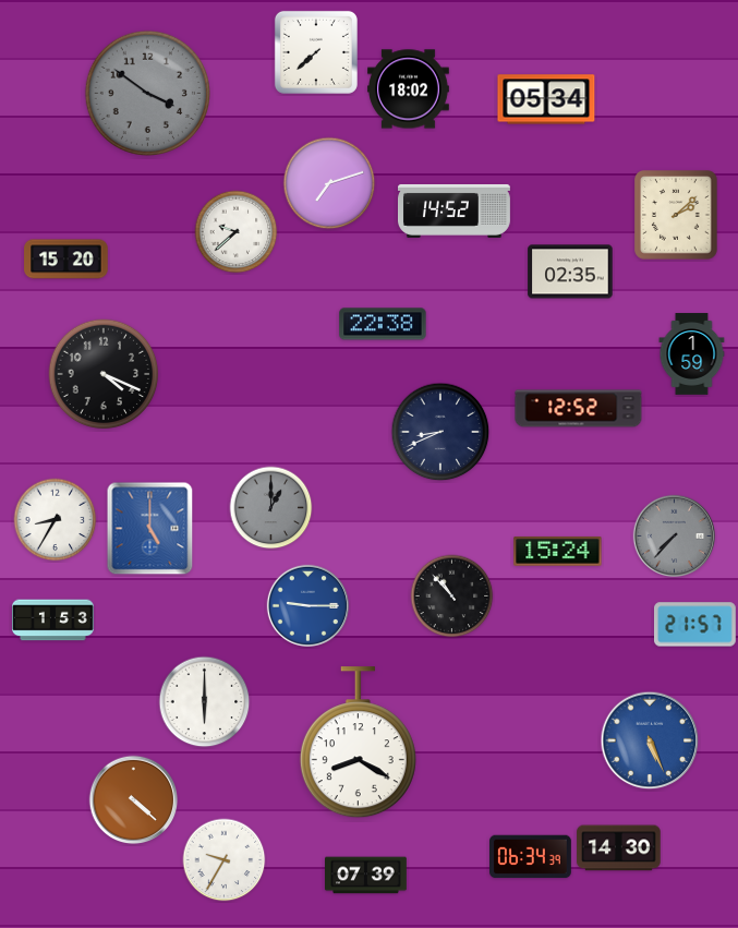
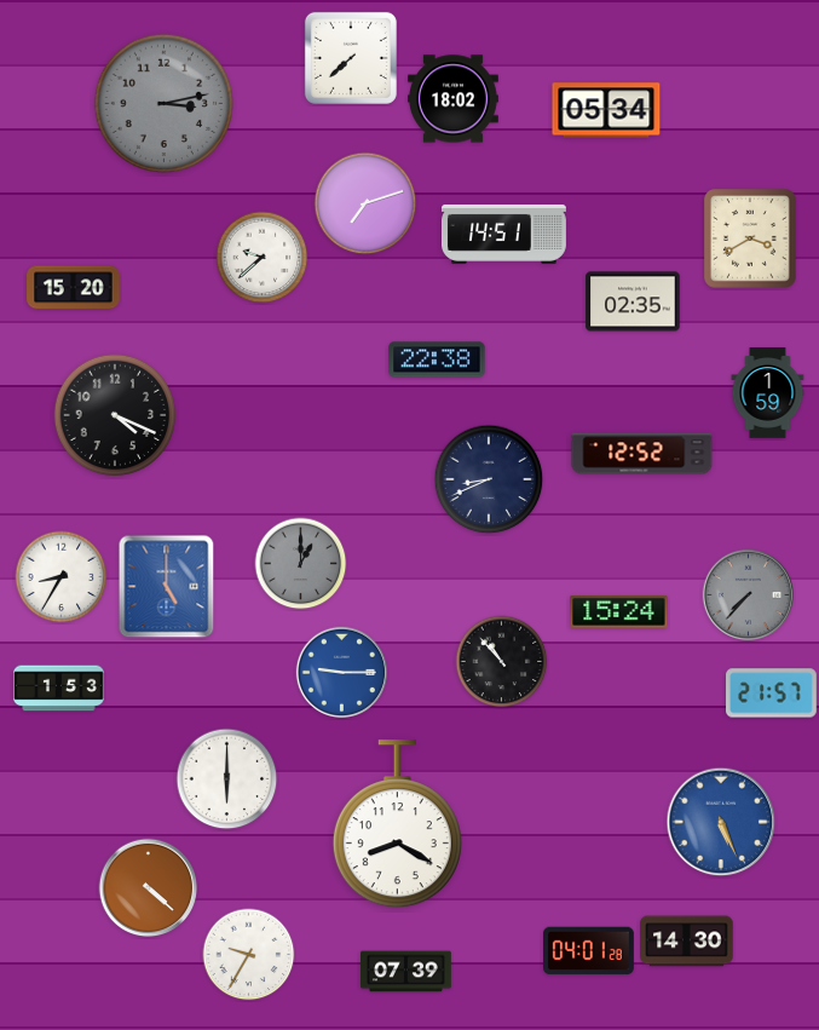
clock at (147, 93): 3:51 -> 3:13
clock at (455, 210): 14:52 -> 14:51
clock at (676, 215): 2:08 -> 3:40
clock at (383, 324) position: (383, 324) -> (437, 359)
clock at (531, 857): 06:34 -> 04:01
